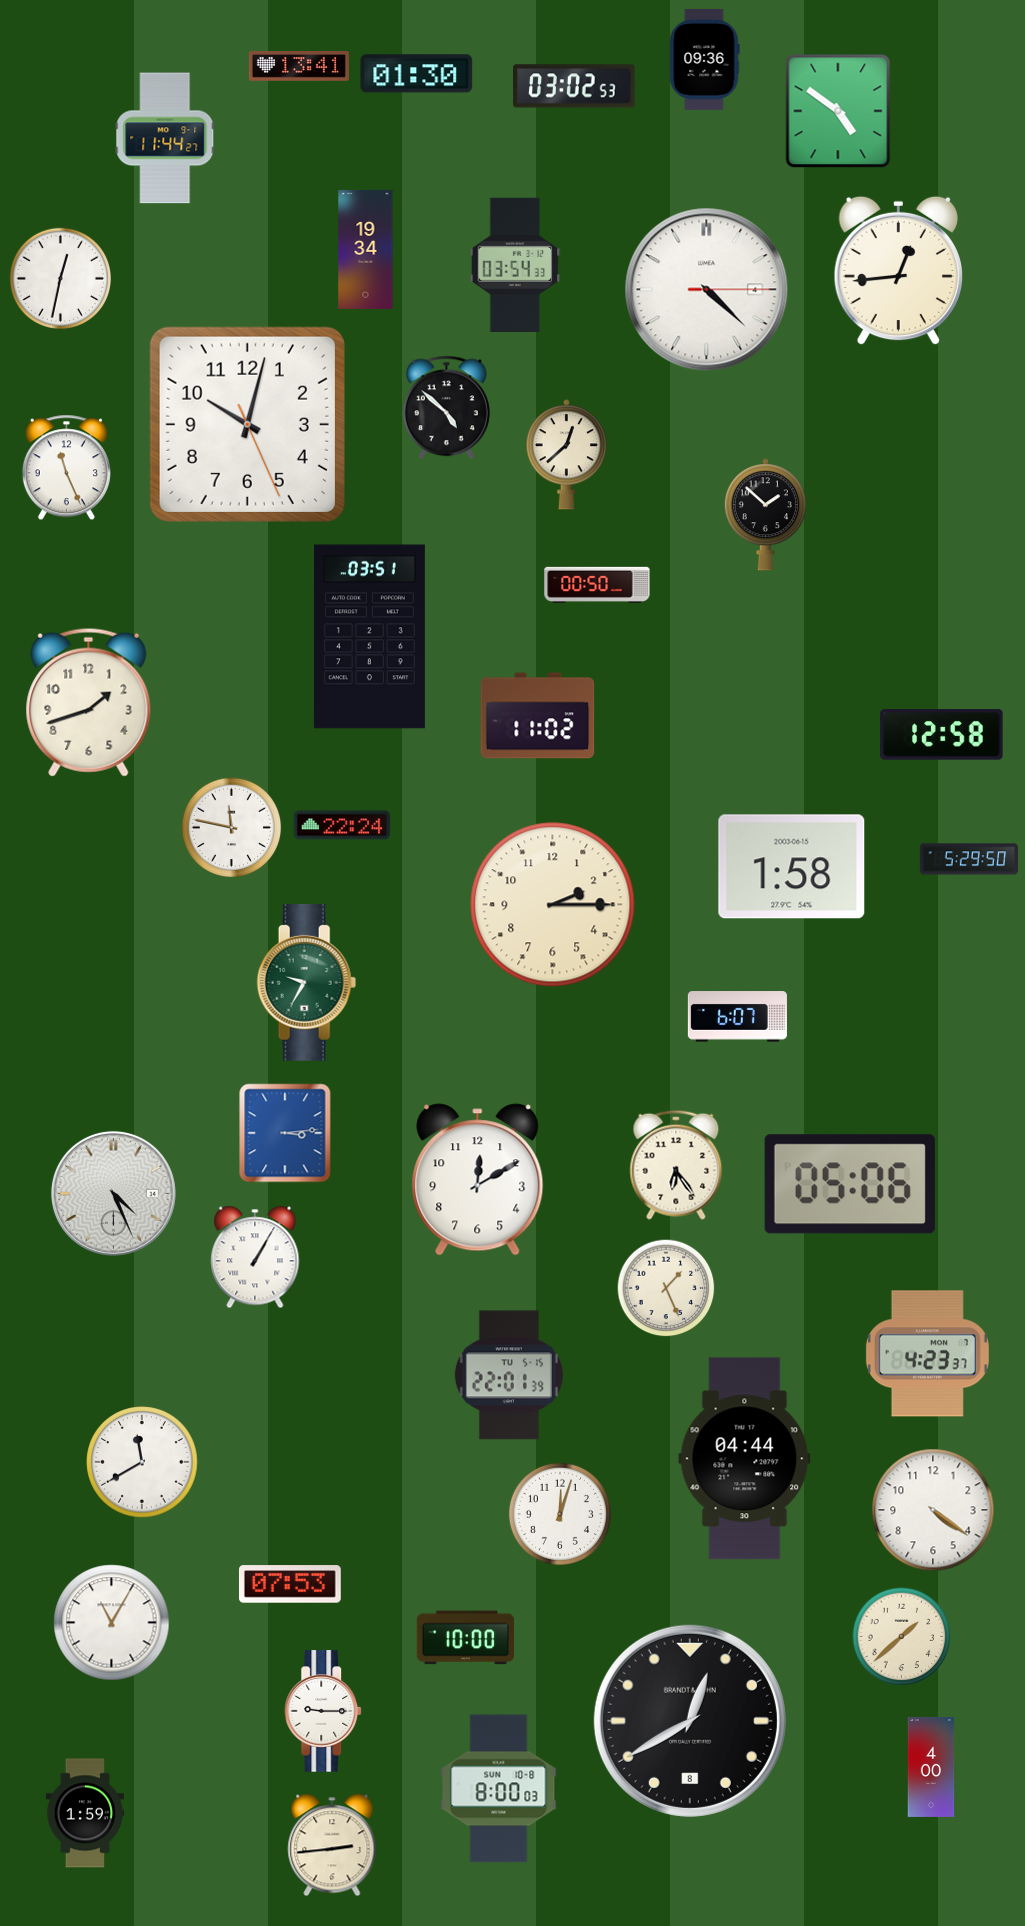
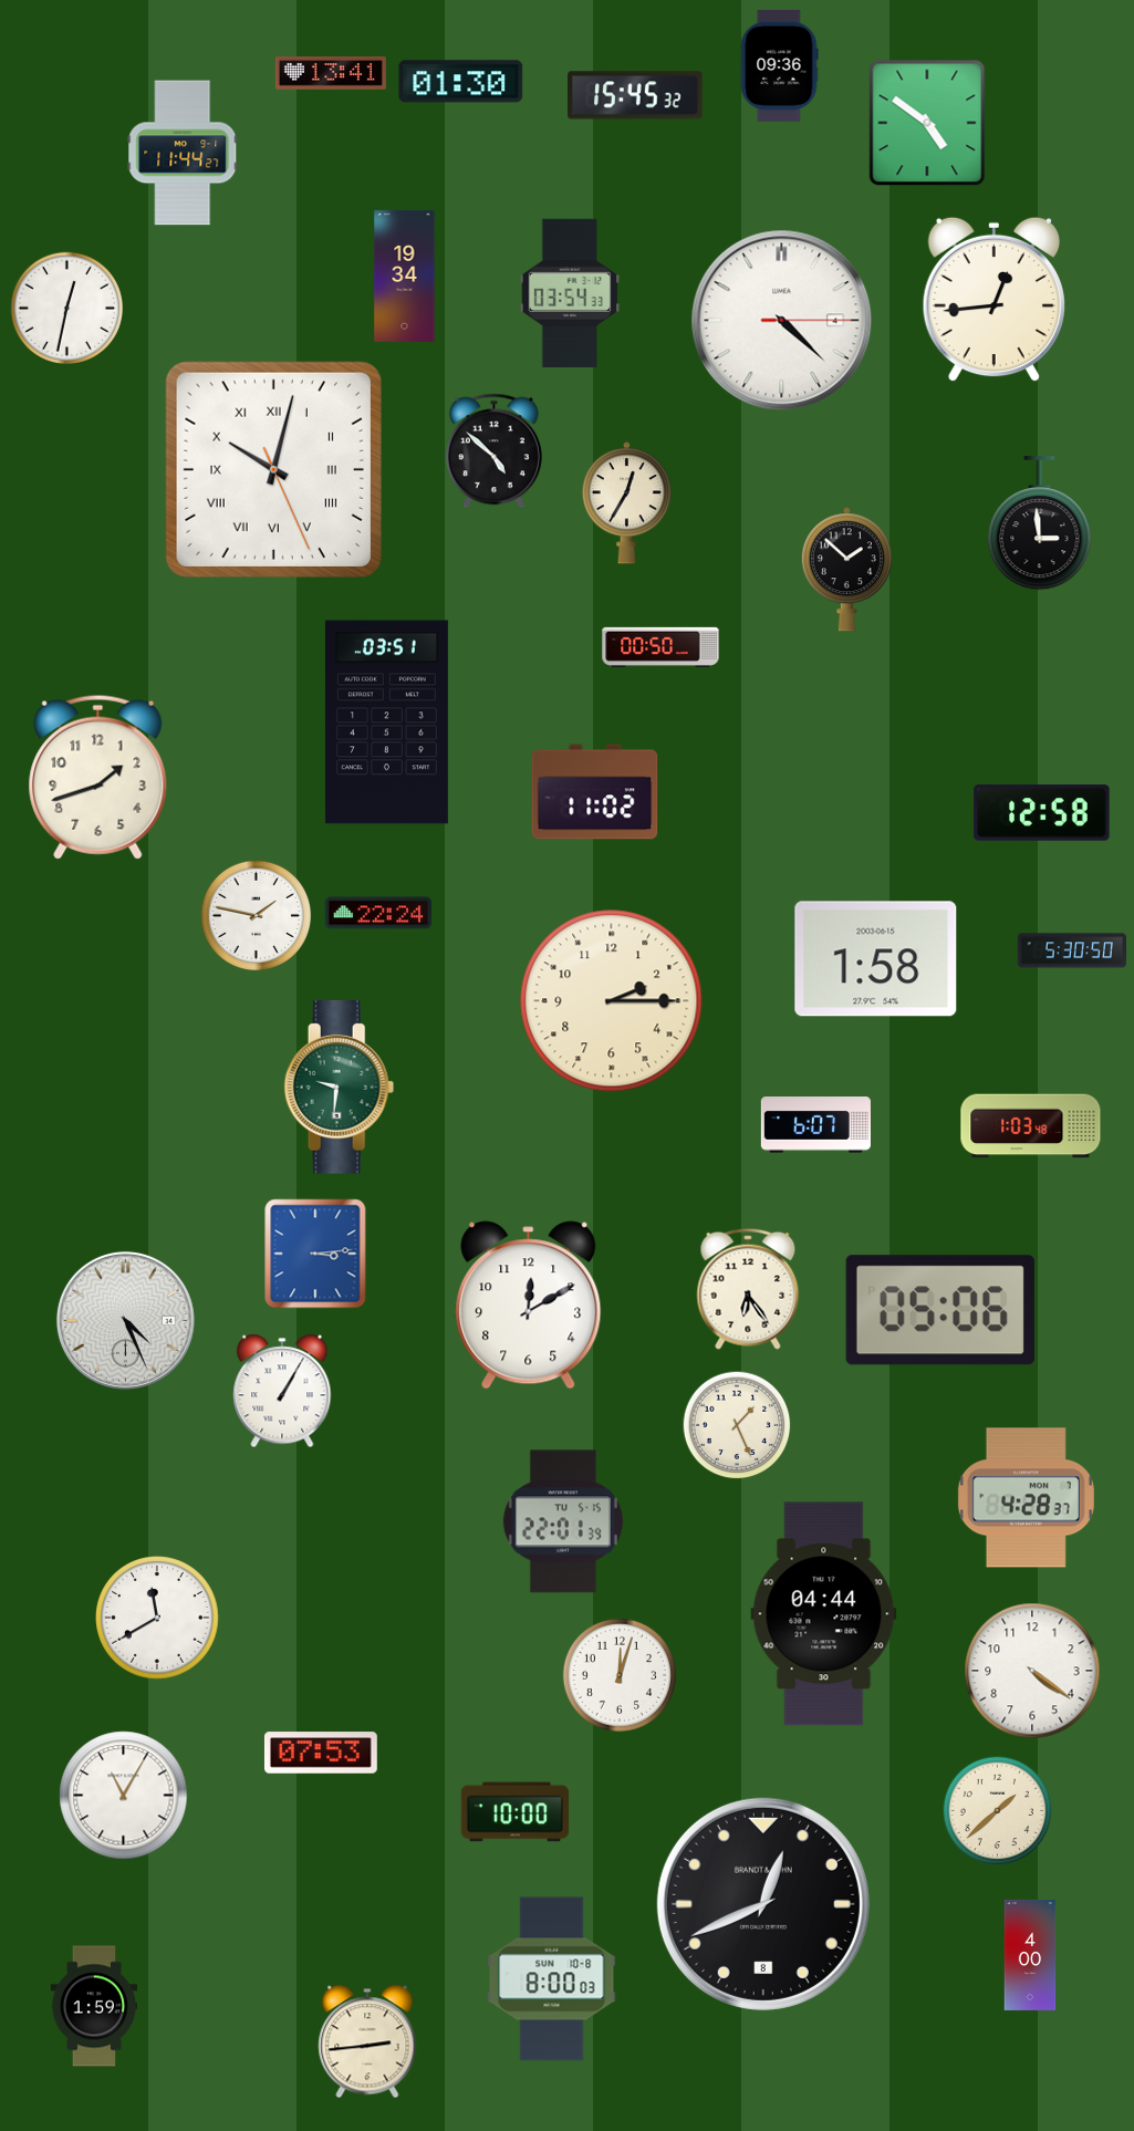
clock at (574, 86): 03:02 -> 15:45
clock at (247, 424) numerals: Arabic -> Roman
clock at (566, 455): 12:38 -> 12:35
clock at (66, 468): 11:26 -> none
clock at (1040, 524): none -> 2:59
clock at (369, 637) position: (369, 637) -> (386, 723)
clock at (232, 828): 11:47 -> 1:47
clock at (968, 859): 5:29 -> 5:30
clock at (307, 982): 9:35 -> 9:31
clock at (1031, 1126): none -> 1:03
clock at (927, 1354): 4:23 -> 4:28
clock at (324, 1711): 9:15 -> none
clock at (690, 1721): 12:40 -> 12:41
